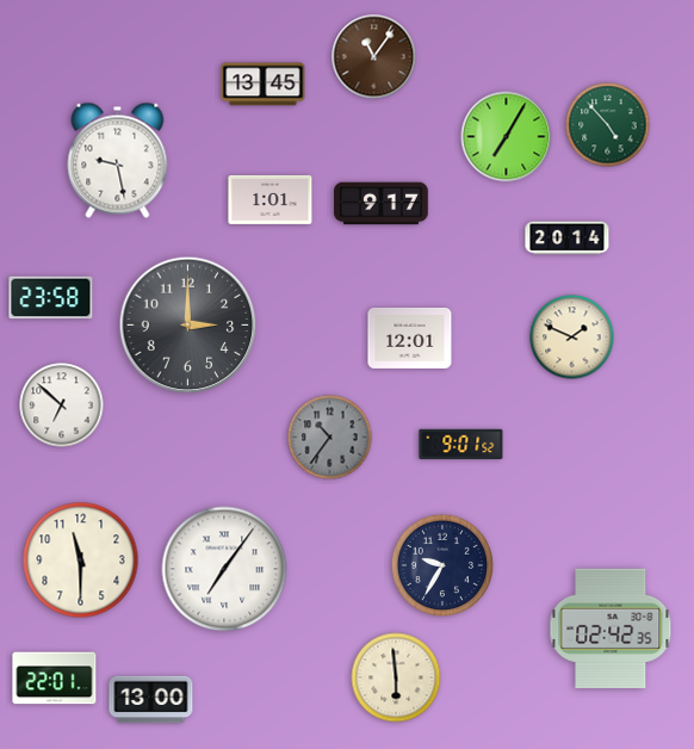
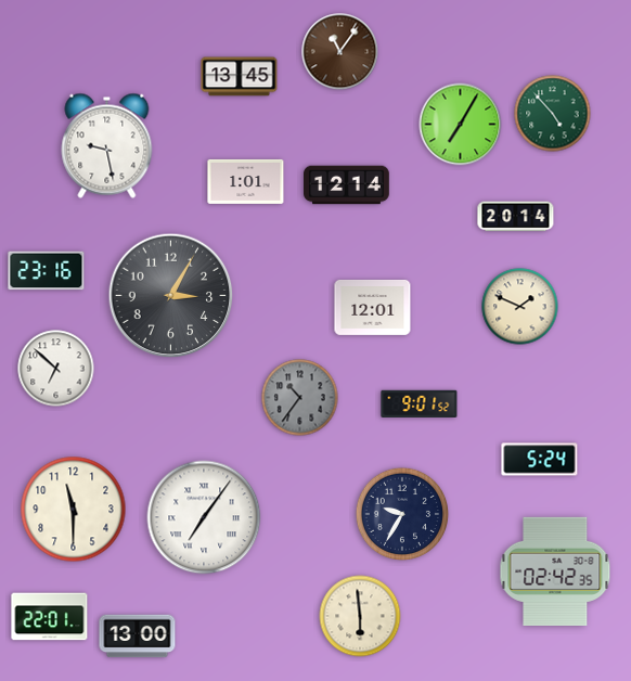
clock at (382, 204): 9:17 -> 12:14
clock at (51, 298): 23:58 -> 23:16
clock at (188, 326): 3:00 -> 3:05
clock at (540, 460): none -> 5:24
